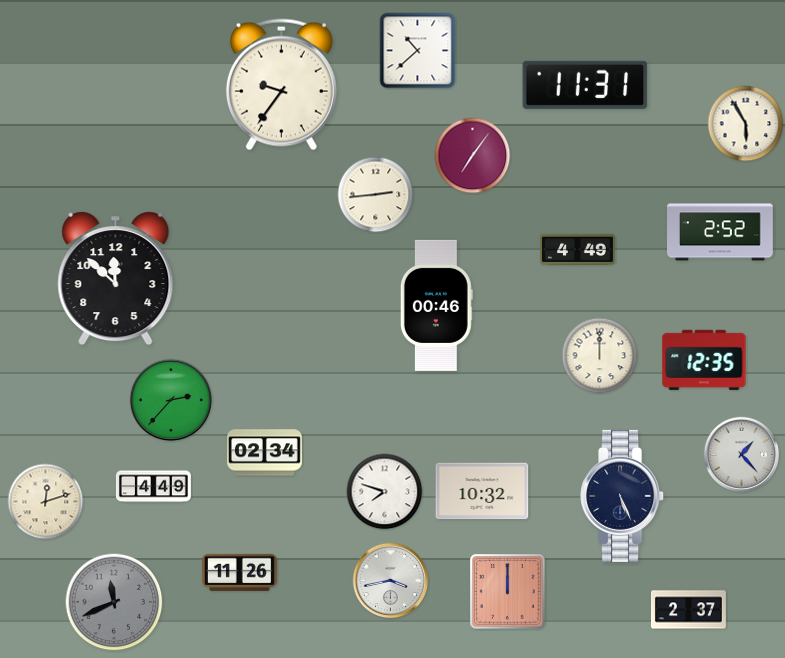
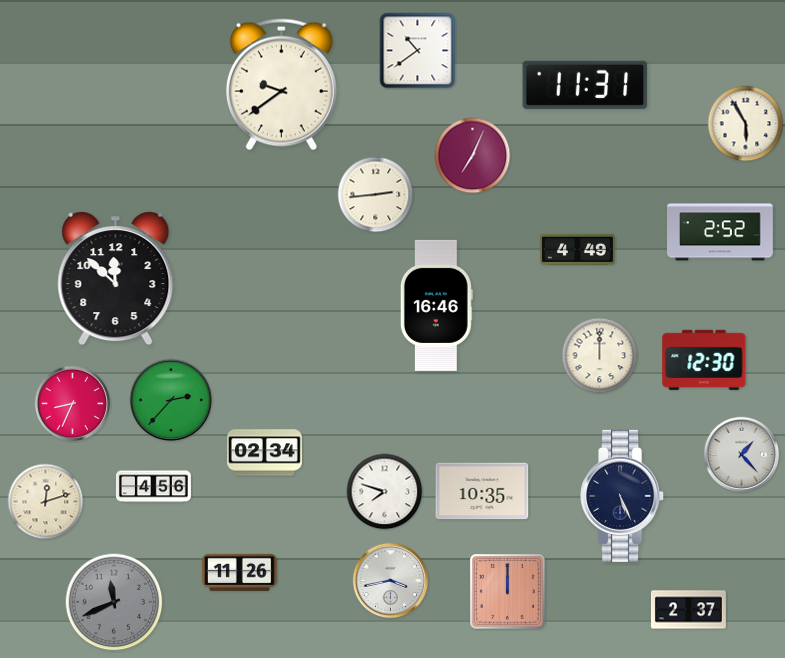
clock at (418, 51): 10:38 -> 10:39
clock at (281, 85): 9:36 -> 9:39
clock at (473, 156): 7:06 -> 7:04
clock at (436, 305): 00:46 -> 16:46
clock at (704, 360): 12:35 -> 12:30
clock at (73, 404): none -> 8:34
clock at (153, 487): 4:49 -> 4:56
clock at (482, 491): 10:32 -> 10:35
